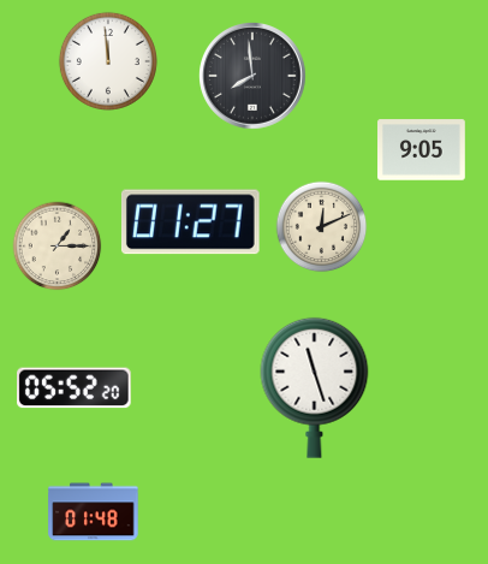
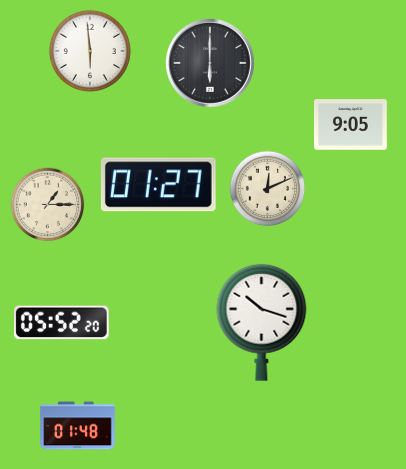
clock at (108, 61): 11:59 -> 5:59
clock at (254, 77): 7:59 -> 6:00
clock at (315, 387): 11:27 -> 10:18
